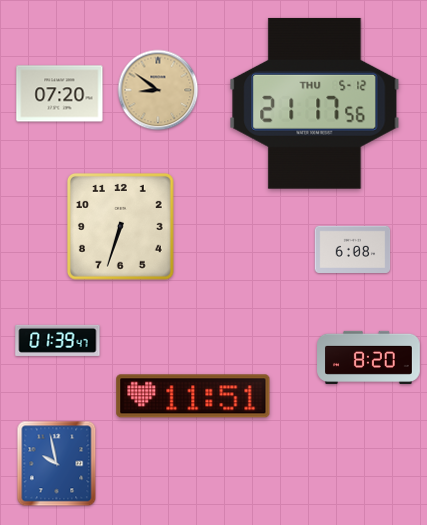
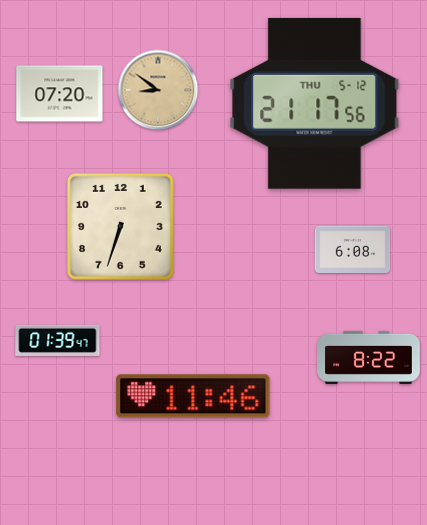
clock at (369, 357): 8:20 -> 8:22
clock at (193, 396): 11:51 -> 11:46
clock at (57, 464): 9:58 -> none
